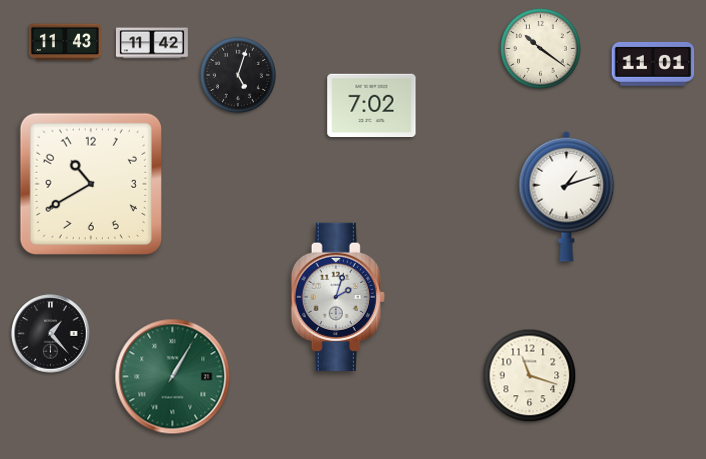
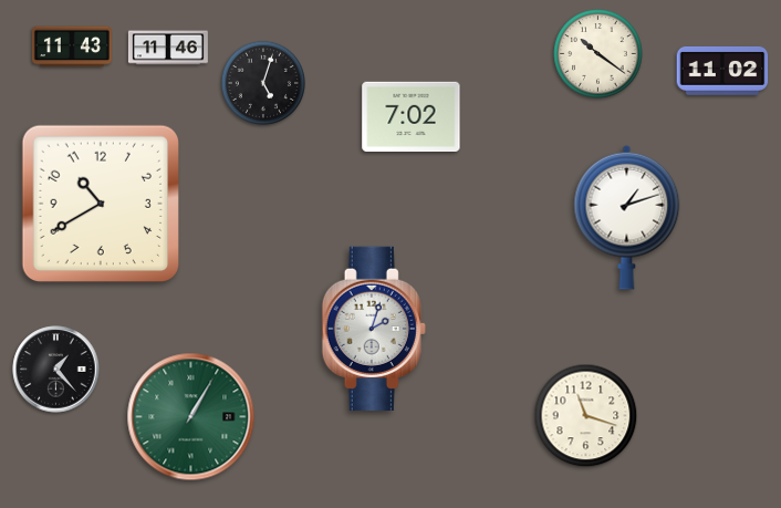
clock at (152, 43): 11:42 -> 11:46
clock at (653, 64): 11:01 -> 11:02
